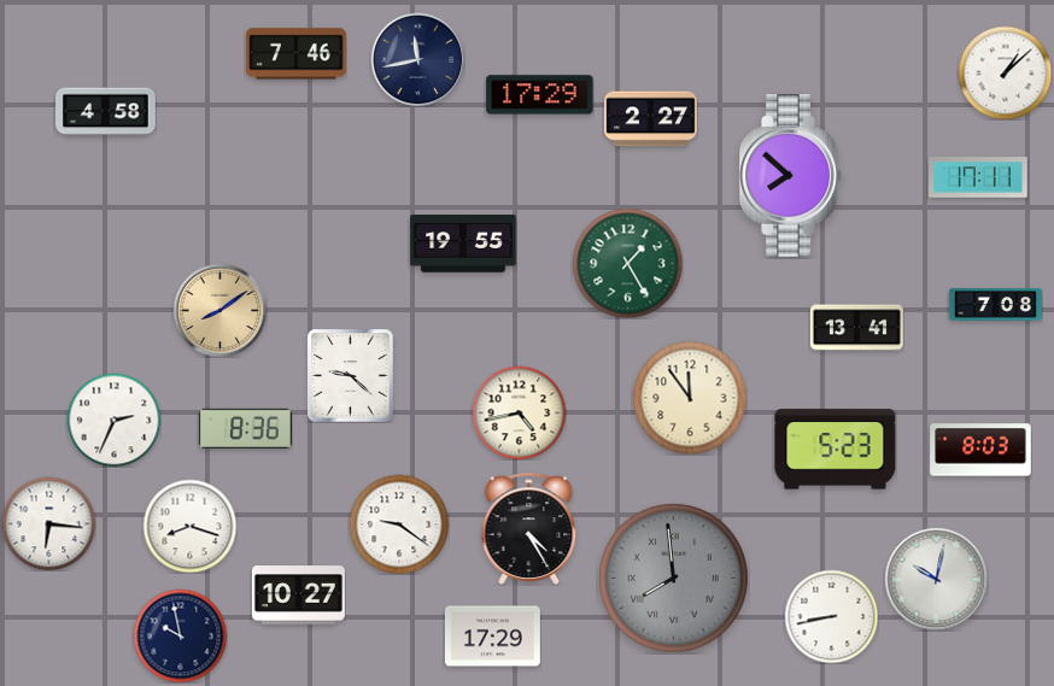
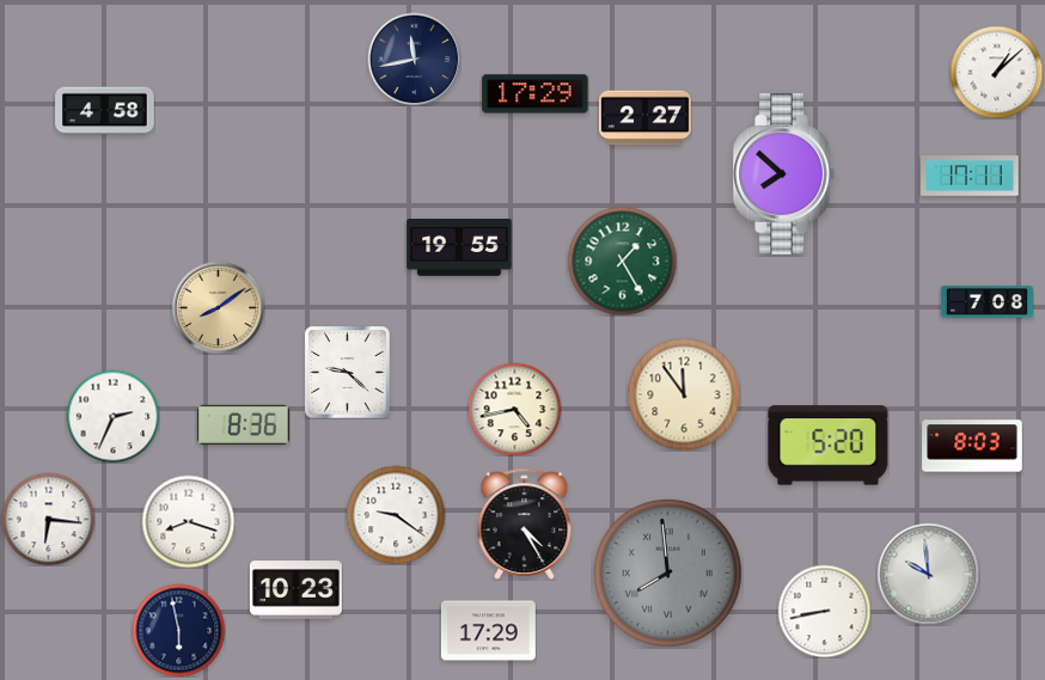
clock at (297, 54): 7:46 -> none
clock at (463, 244) position: (463, 244) -> (459, 247)
clock at (856, 328): 13:41 -> none
clock at (836, 450): 5:23 -> 5:20
clock at (399, 524) position: (399, 524) -> (396, 515)
clock at (936, 579): 10:02 -> 9:59
clock at (298, 596): 10:27 -> 10:23
clock at (180, 635): 9:58 -> 5:58
